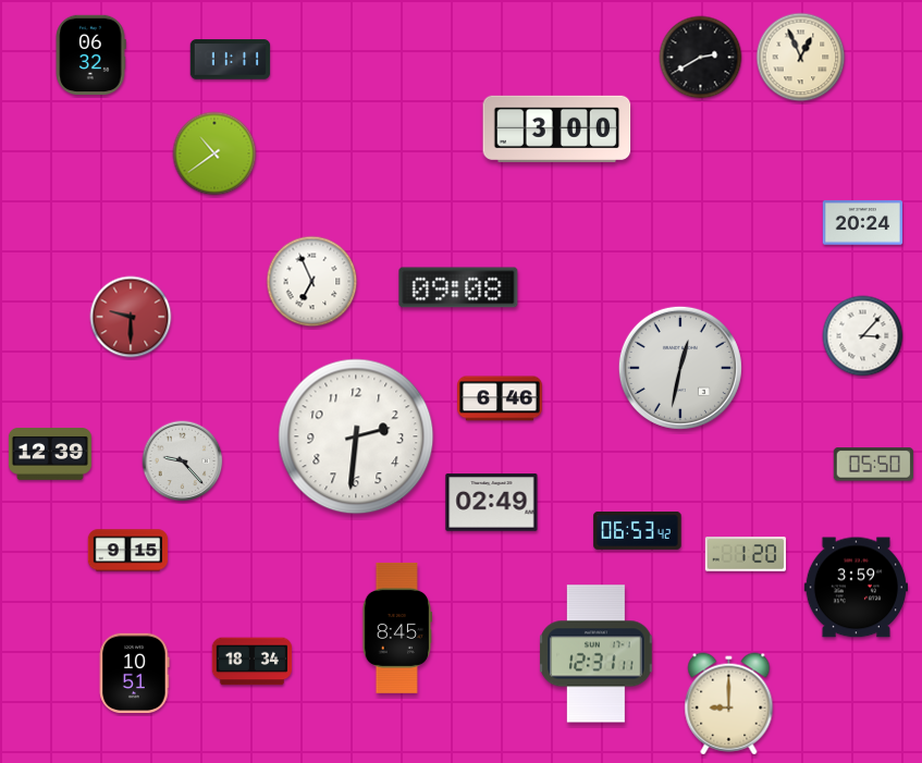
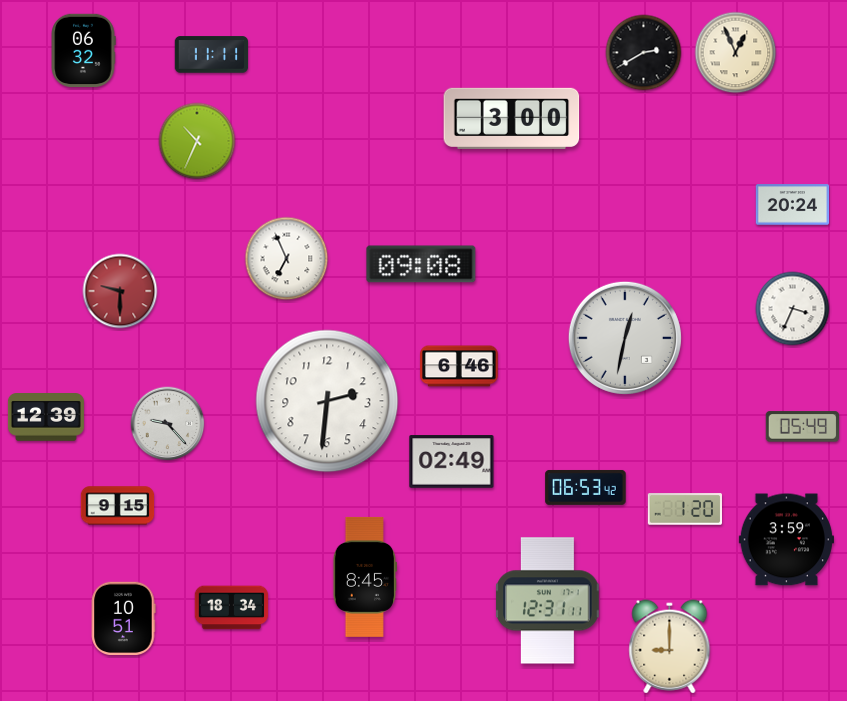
clock at (214, 153): 10:39 -> 10:34
clock at (863, 336): 3:07 -> 3:34
clock at (873, 465): 05:50 -> 05:49
